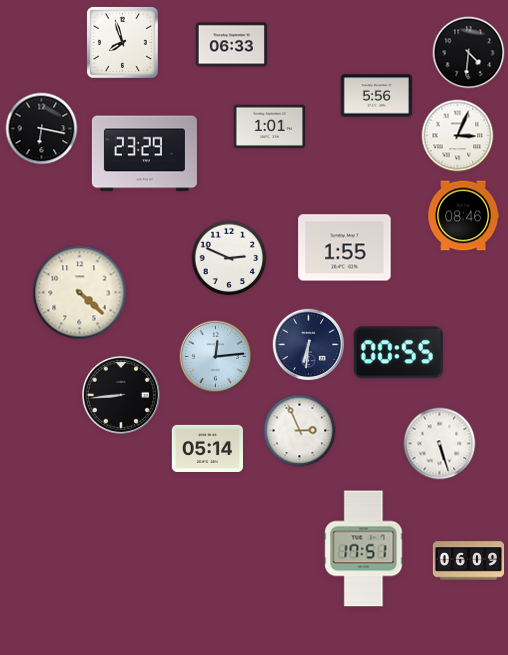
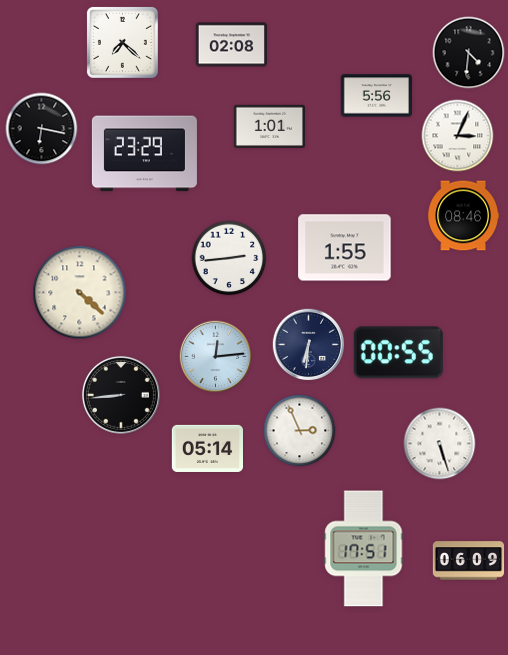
clock at (122, 42): 7:57 -> 7:22
clock at (231, 45): 06:33 -> 02:08
clock at (229, 258): 2:49 -> 2:44
